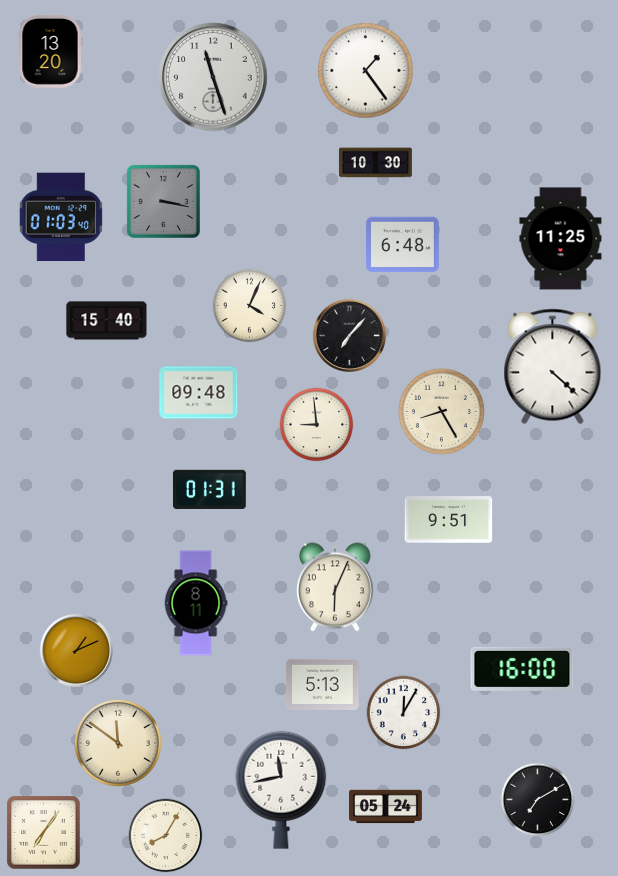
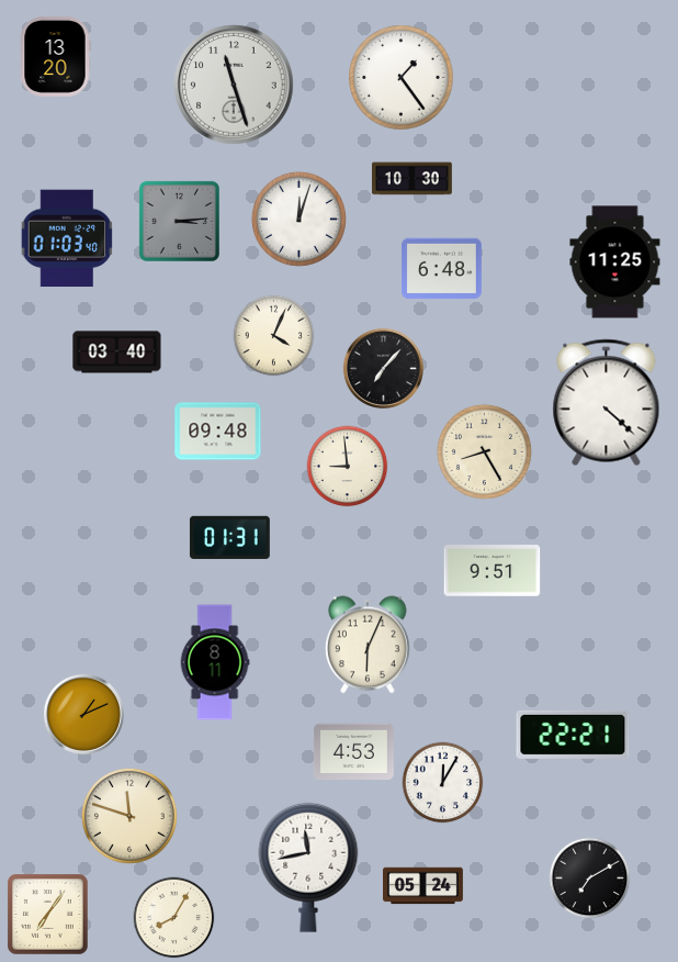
clock at (298, 219): none -> 12:03
clock at (163, 201): 3:17 -> 3:14
clock at (107, 321): 15:40 -> 03:40
clock at (522, 669): 16:00 -> 22:21
clock at (322, 684): 5:13 -> 4:53
clock at (118, 743): 11:51 -> 11:48
clock at (166, 836) position: (166, 836) -> (174, 918)
